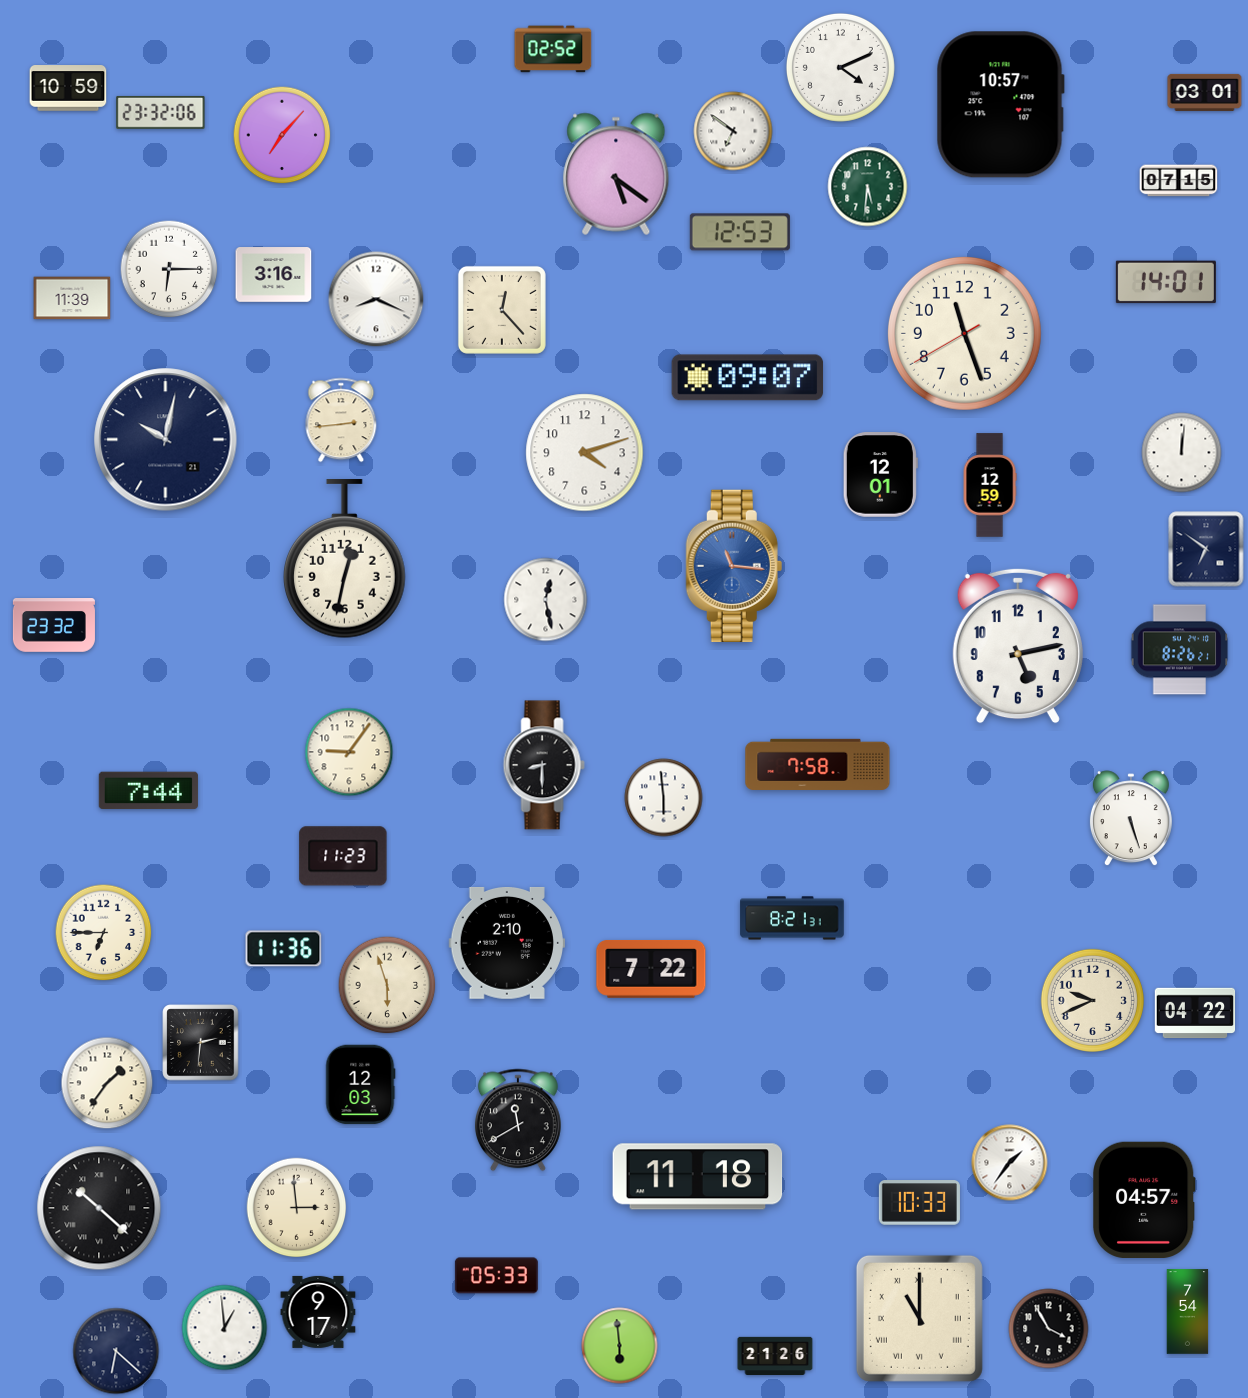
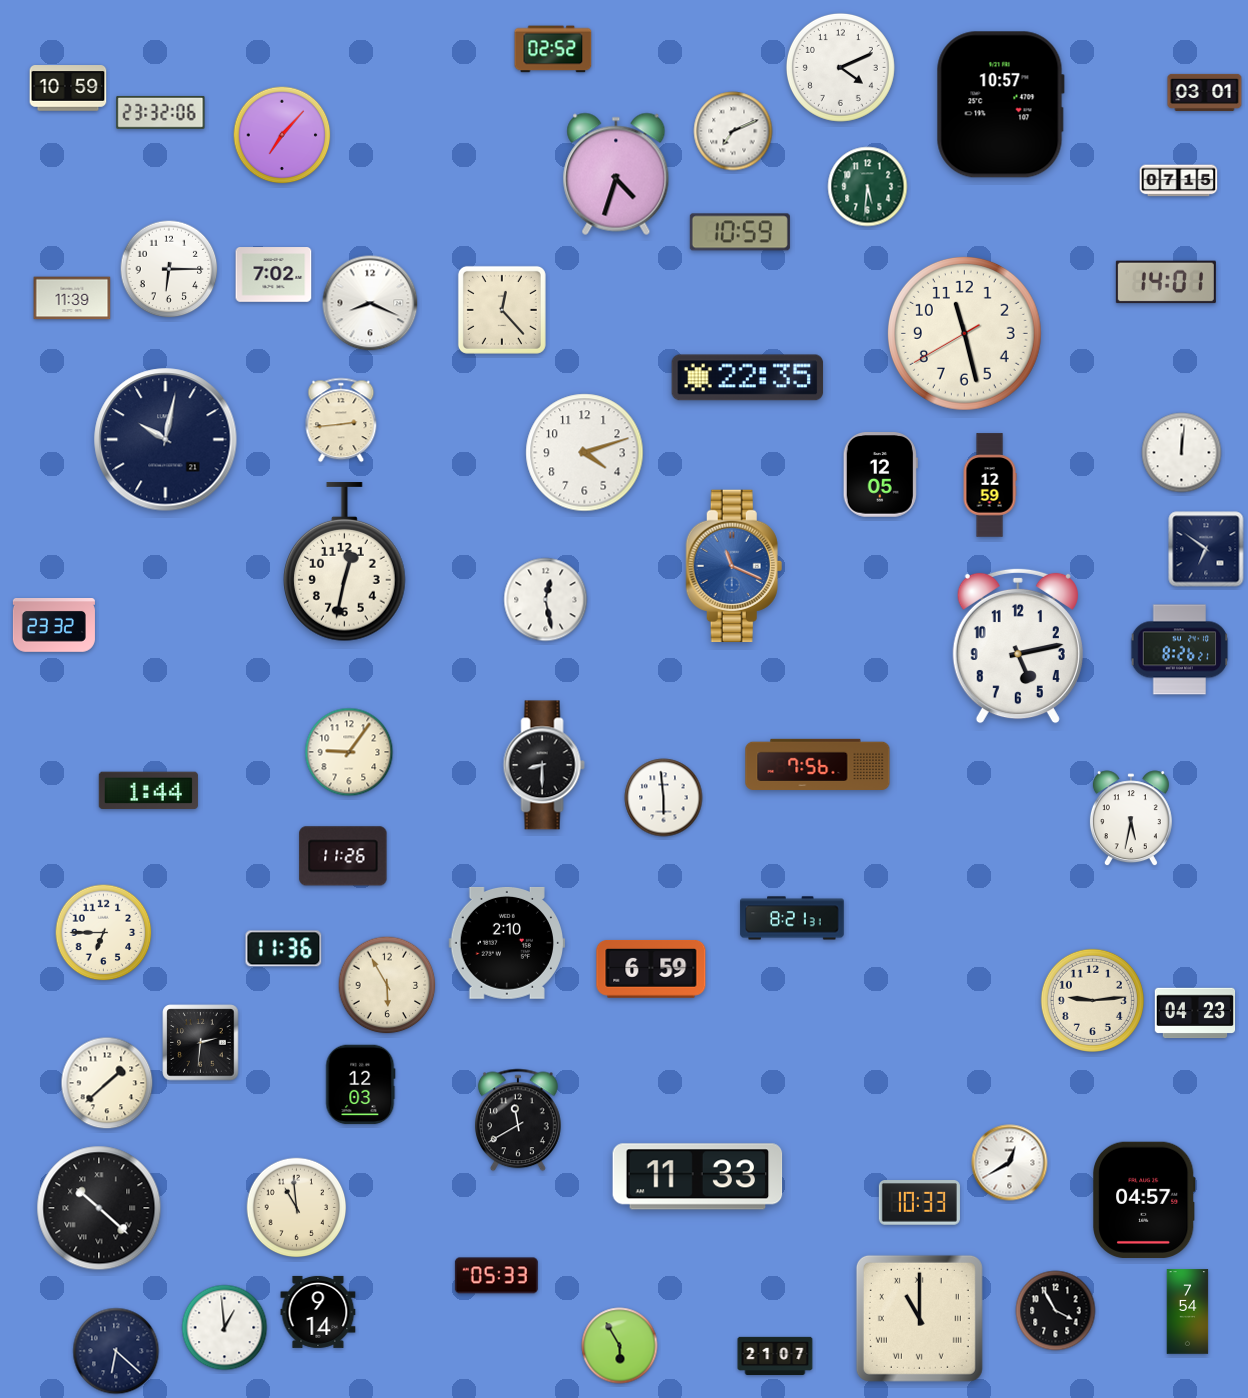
clock at (733, 131): 6:51 -> 7:11
clock at (616, 174): 5:21 -> 4:33
clock at (740, 232): 12:53 -> 10:59
clock at (274, 275): 3:16 -> 7:02
clock at (376, 299) position: (376, 299) -> (370, 303)
clock at (964, 333): 11:26 -> 11:27
clock at (748, 378): 09:07 -> 22:35
clock at (880, 475): 12:01 -> 12:05
clock at (345, 559) position: (345, 559) -> (345, 562)
clock at (734, 565): 11:16 -> 11:19
clock at (818, 764): 7:58 -> 7:56
clock at (148, 791): 7:44 -> 1:44
clock at (1131, 819): 5:27 -> 5:32
clock at (343, 856): 11:23 -> 11:26
clock at (651, 969): 7:22 -> 6:59
clock at (387, 985): 5:57 -> 5:55
clock at (1092, 1000): 9:41 -> 9:14
clock at (1195, 1013): 04:22 -> 04:23
clock at (107, 1083): 1:36 -> 1:38
clock at (1010, 1163): 1:36 -> 12:40
clock at (698, 1177): 11:18 -> 11:33
clock at (297, 1208): 2:59 -> 10:59
clock at (318, 1312): 9:17 -> 9:14
clock at (1049, 1329) position: (1049, 1329) -> (1056, 1311)
clock at (620, 1346): 5:59 -> 5:55
clock at (775, 1356): 21:26 -> 21:07
